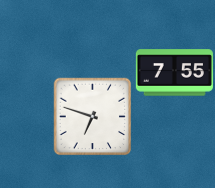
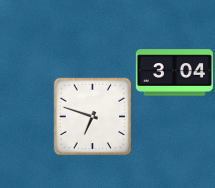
clock at (174, 73): 7:55 -> 3:04
